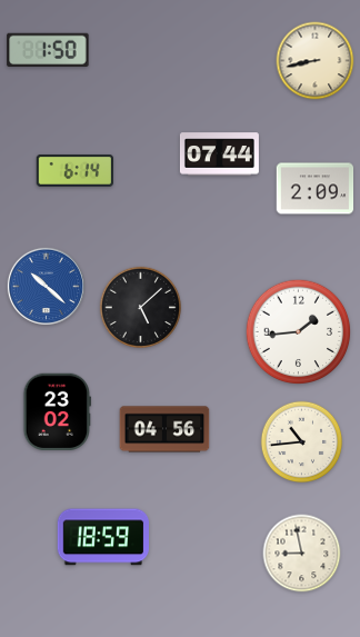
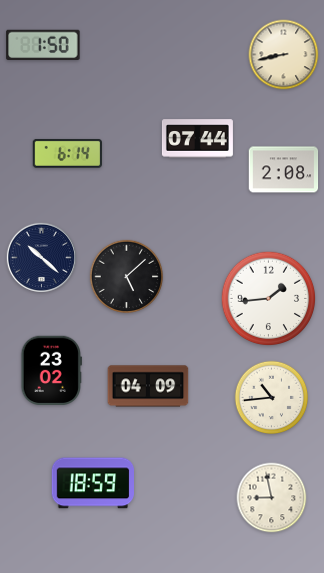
clock at (316, 189): 2:09 -> 2:08
clock at (46, 286) dial: blue -> navy
clock at (164, 429): 04:56 -> 04:09
